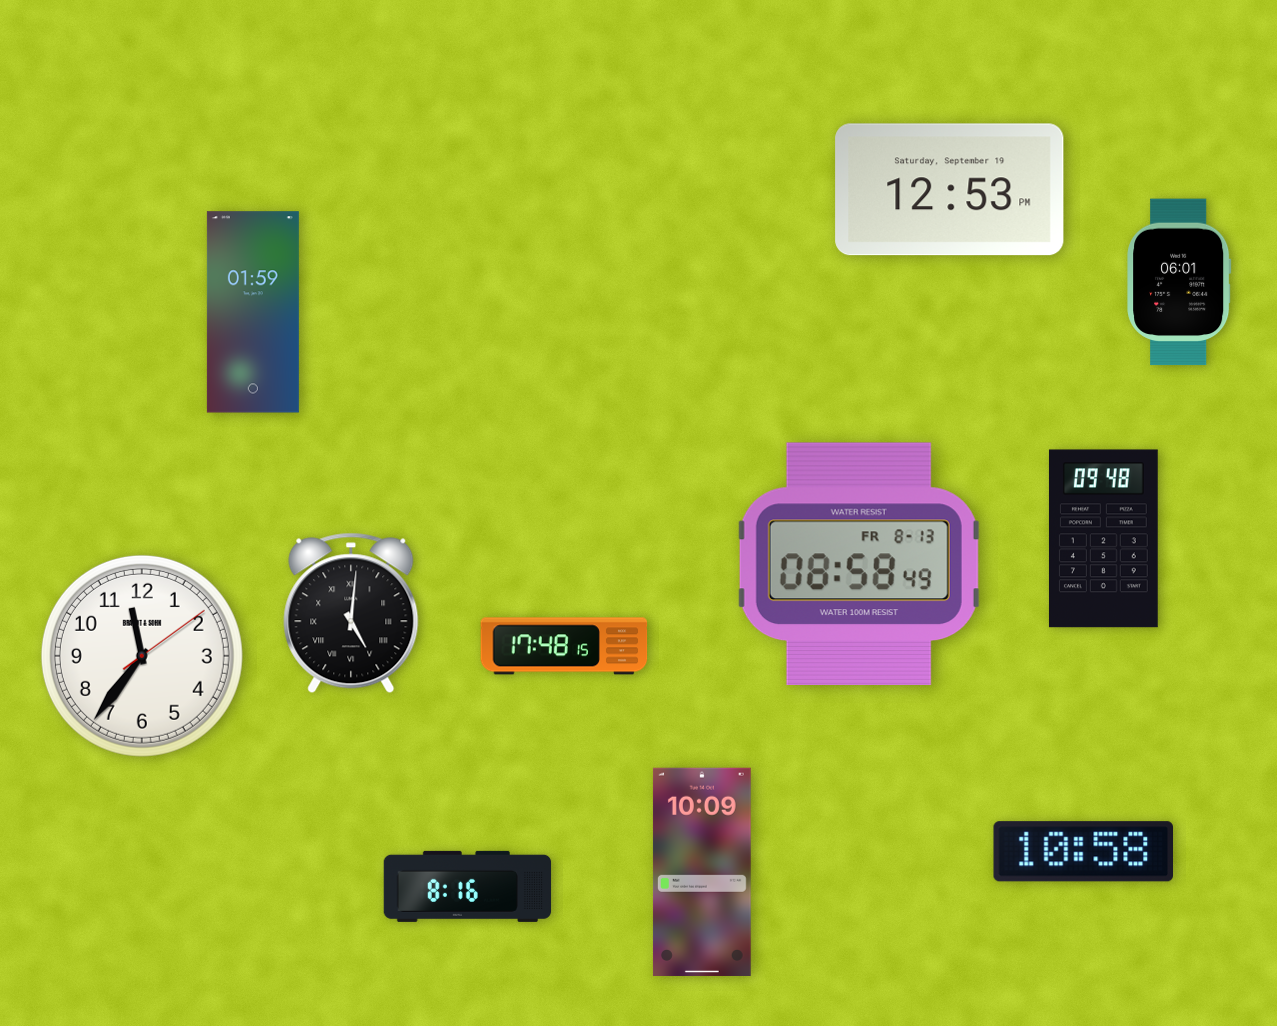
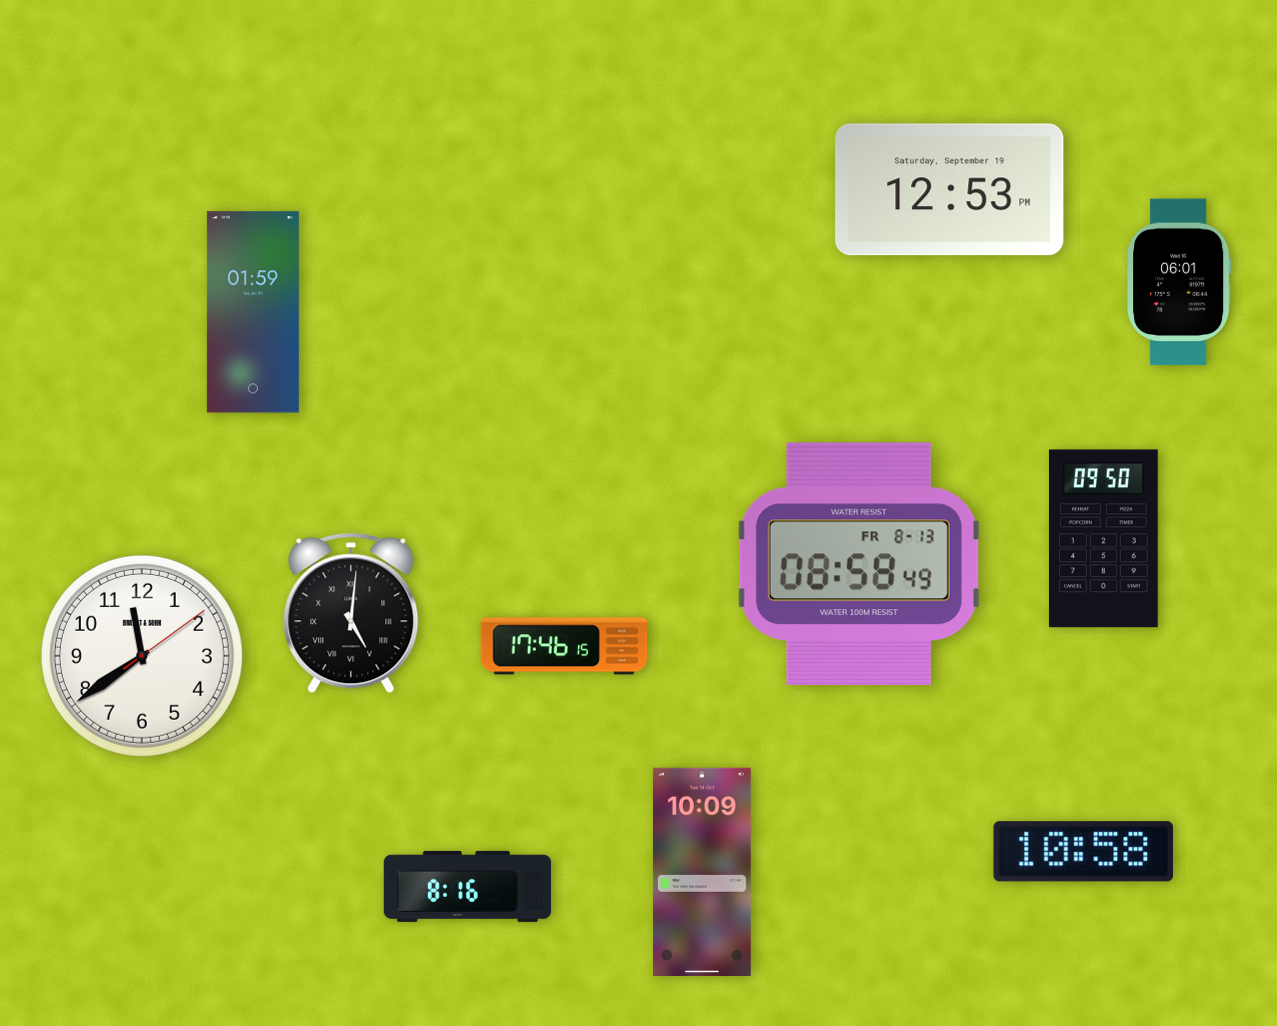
clock at (1103, 539): 09:48 -> 09:50
clock at (564, 646): 17:48 -> 17:46
clock at (142, 656): 11:36 -> 11:39
